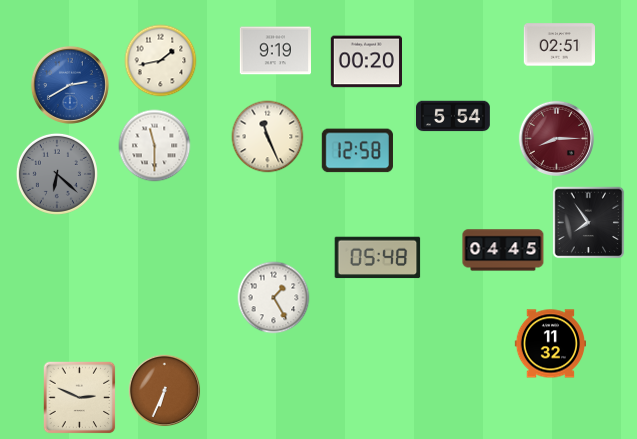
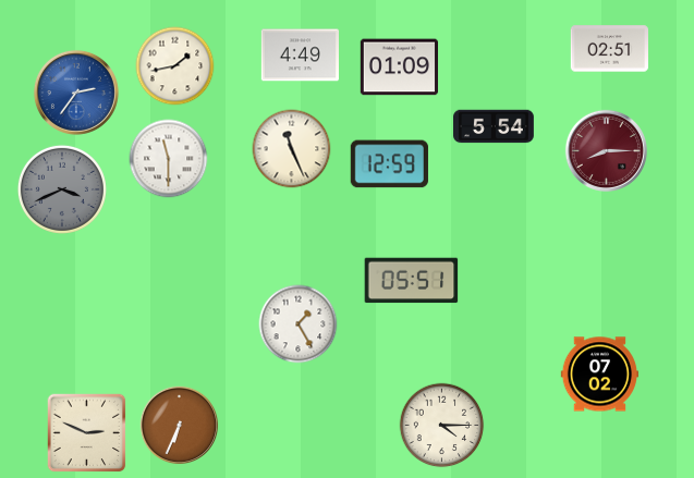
clock at (275, 51): 9:19 -> 4:49
clock at (366, 62): 00:20 -> 01:09
clock at (70, 85): 2:40 -> 2:36
clock at (357, 151): 12:58 -> 12:59
clock at (57, 174): 6:22 -> 3:41
clock at (589, 223): 7:54 -> none
clock at (503, 250): 04:45 -> none
clock at (378, 258): 05:48 -> 05:51
clock at (550, 344): 11:32 -> 07:02
clock at (442, 426): none -> 4:15
